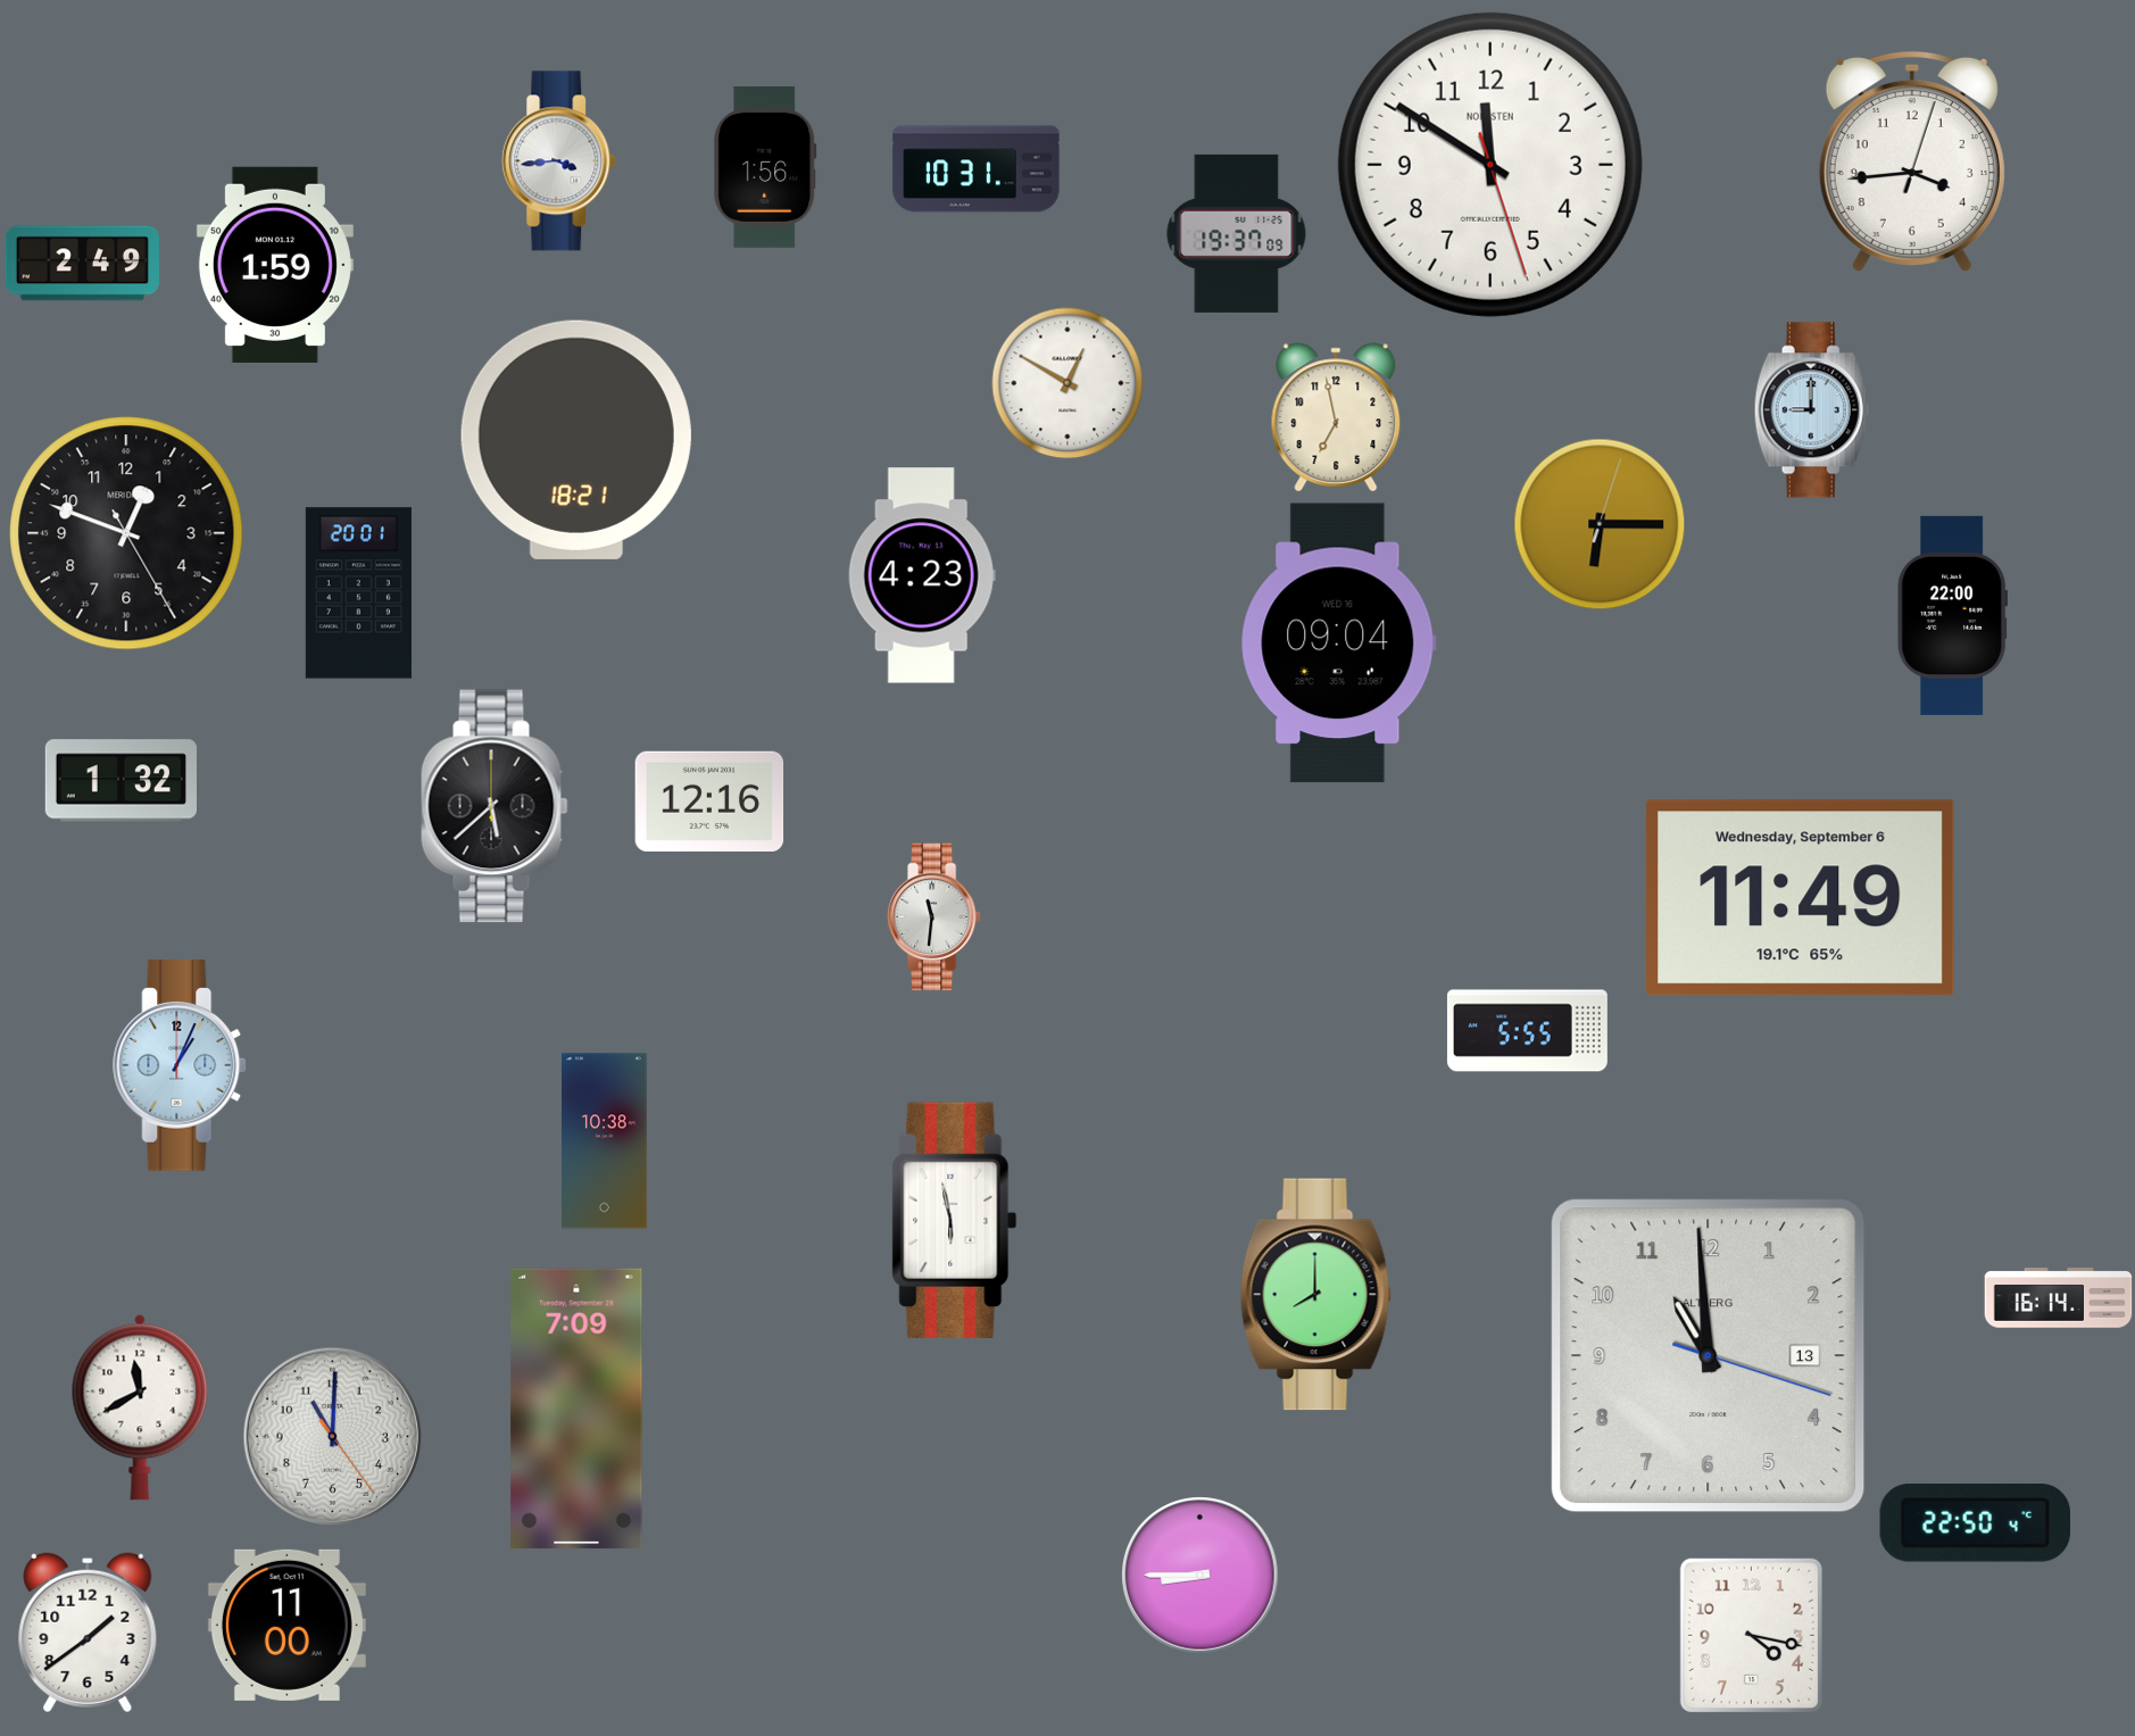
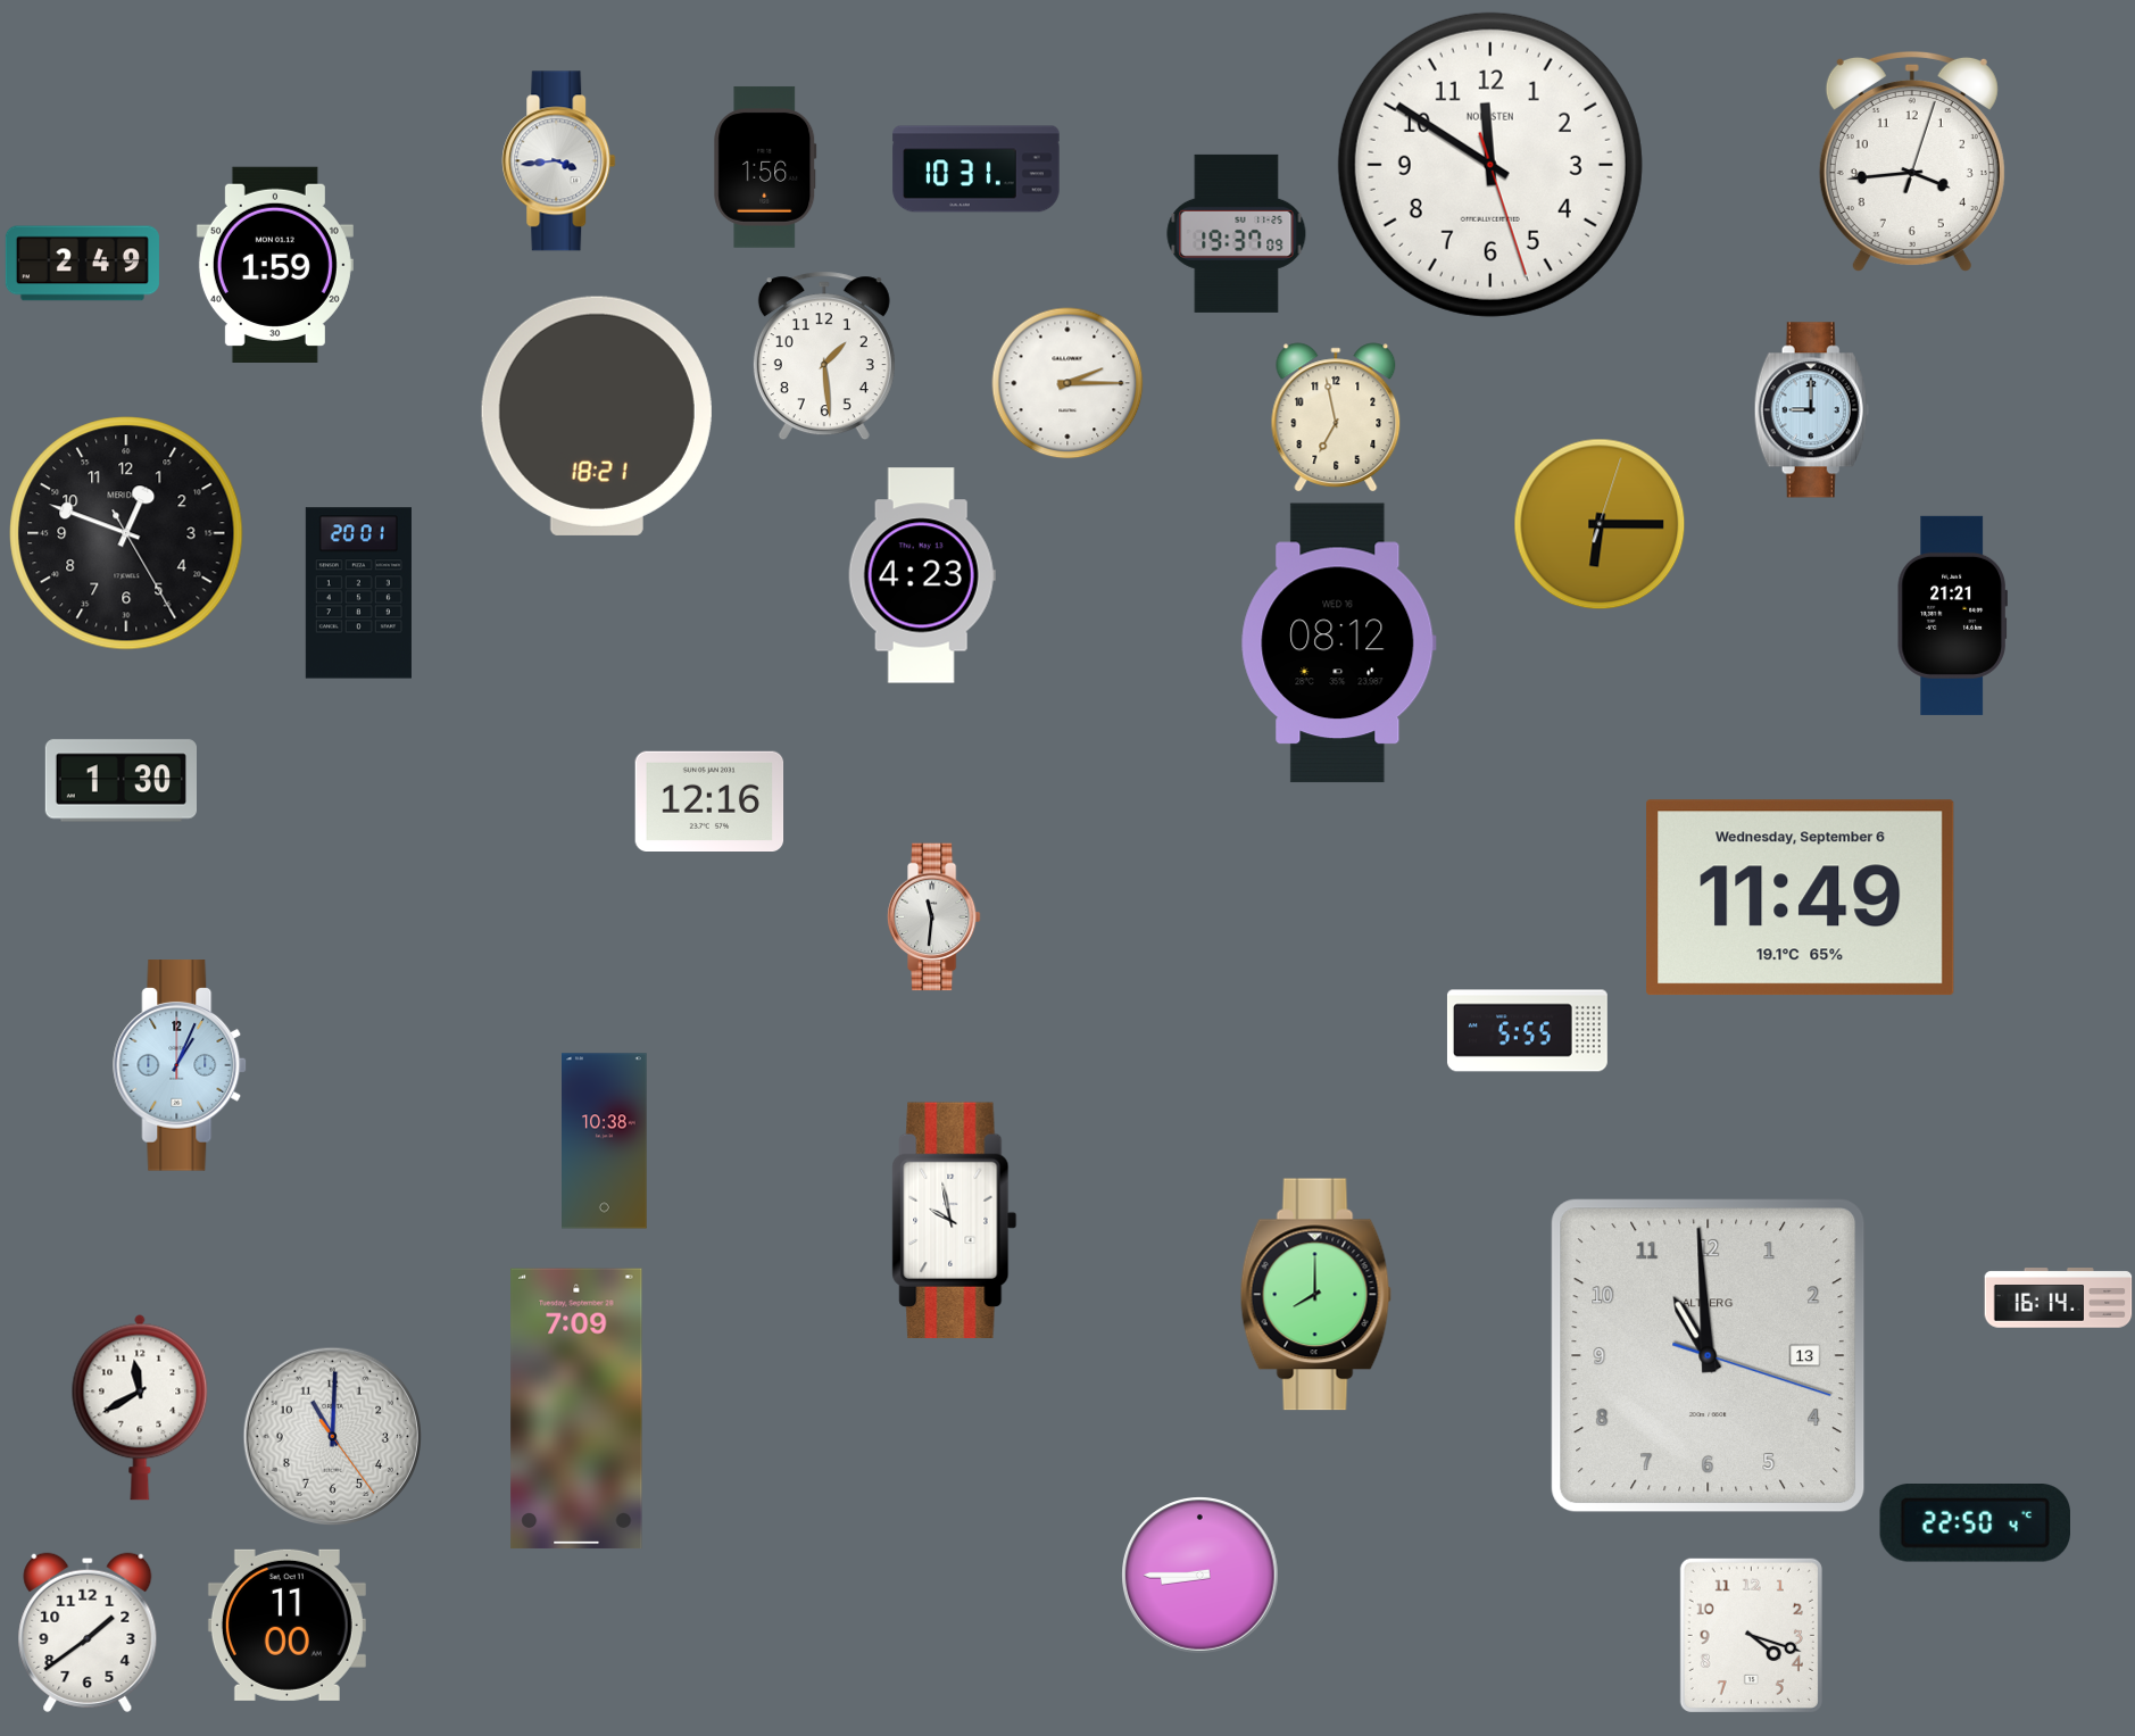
clock at (824, 356): none -> 1:29
clock at (1067, 383): 12:50 -> 2:15
clock at (576, 440) position: (576, 440) -> (597, 416)
clock at (1952, 615): 22:00 -> 21:21
clock at (1339, 643): 09:04 -> 08:12
clock at (121, 781): 1:32 -> 1:30
clock at (495, 806): 5:38 -> none
clock at (955, 1221): 5:58 -> 9:58
clock at (1751, 1635): 4:17 -> 4:18
